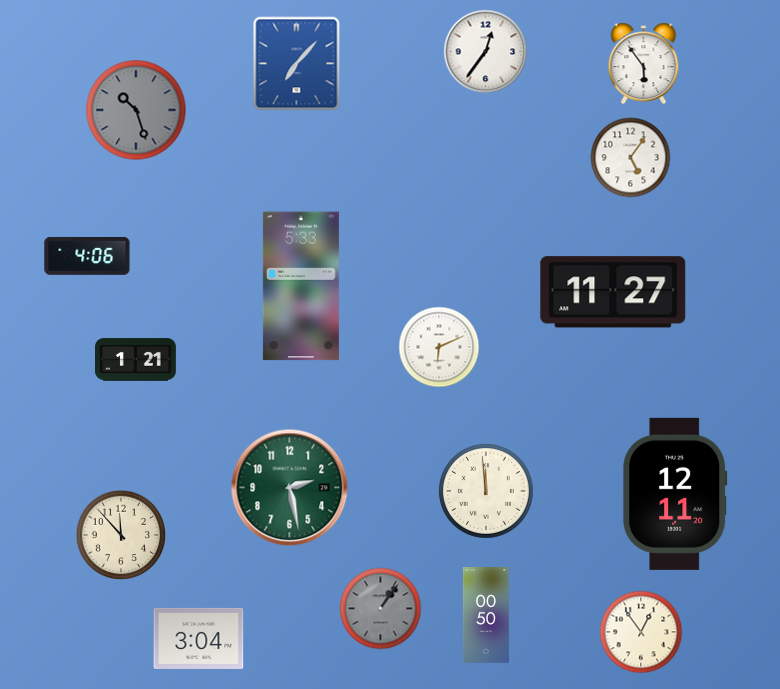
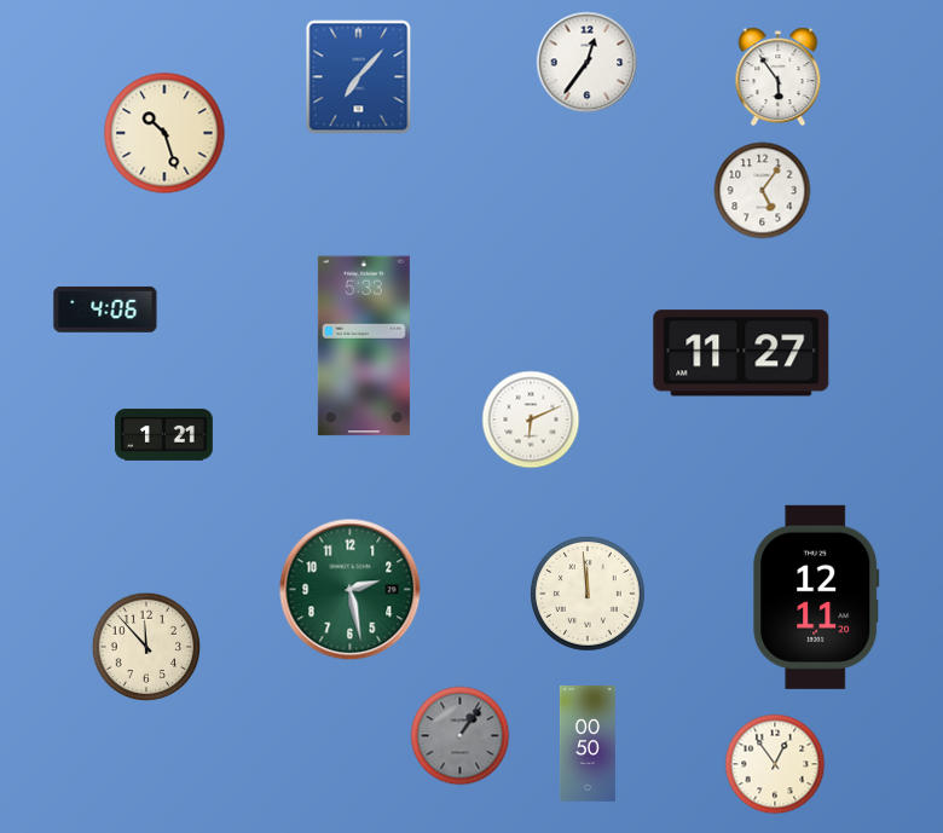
clock at (136, 110) dial: grey -> cream
clock at (199, 638): 3:04 -> none
